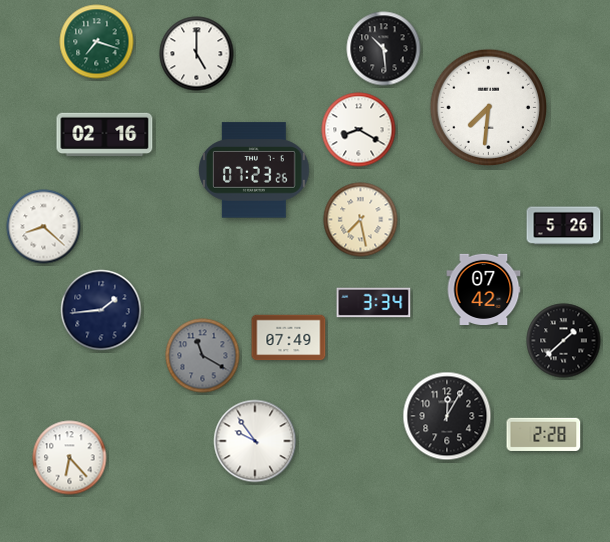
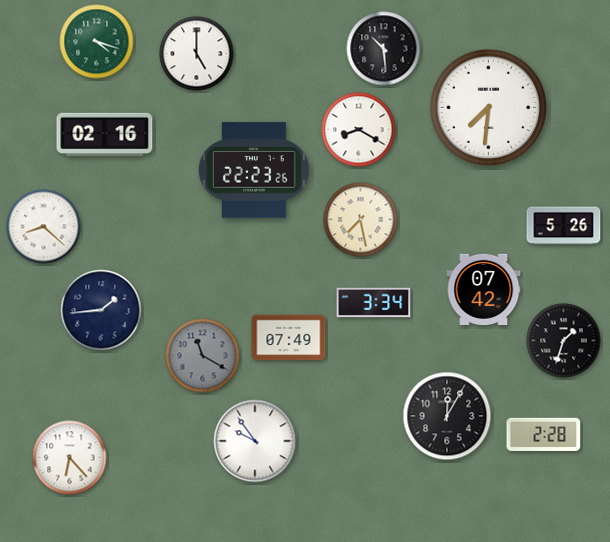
clock at (97, 42): 7:18 -> 4:18
clock at (254, 170): 07:23 -> 22:23
clock at (564, 341): 1:38 -> 1:33
